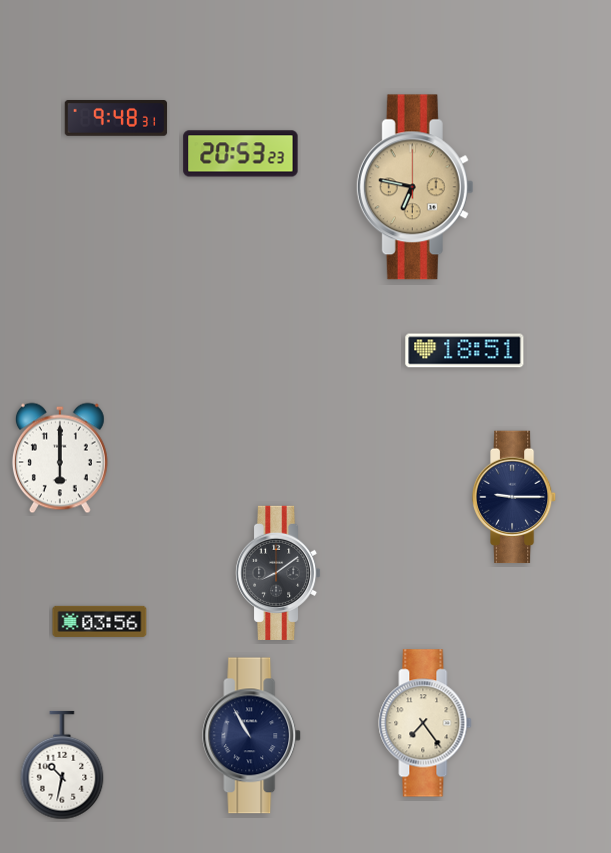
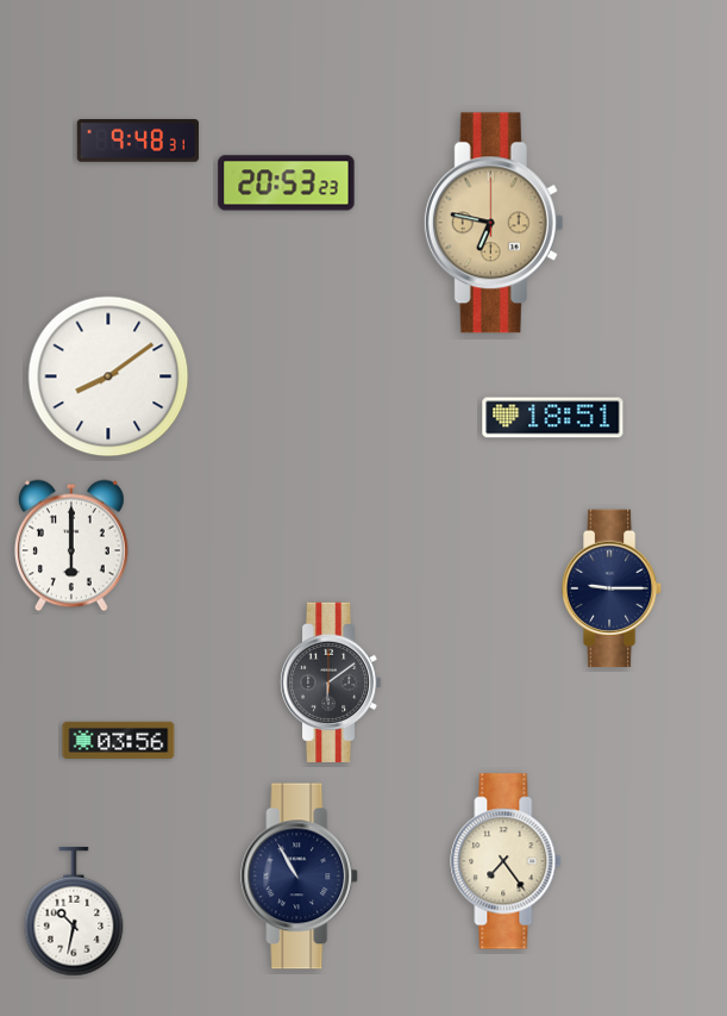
clock at (108, 376): none -> 8:09
clock at (514, 497) position: (514, 497) -> (612, 588)
clock at (278, 573): 8:09 -> 6:09
